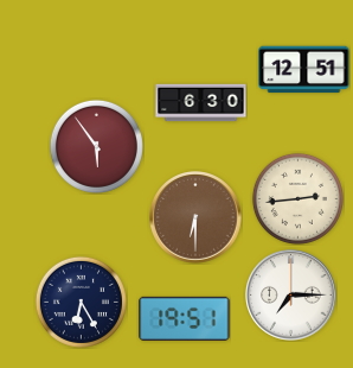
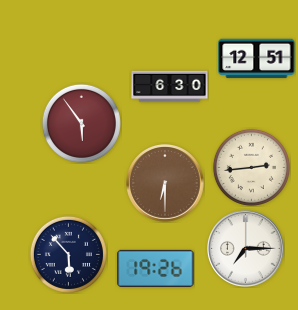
clock at (81, 302): 6:25 -> 5:53
clock at (185, 318): 19:51 -> 19:26
